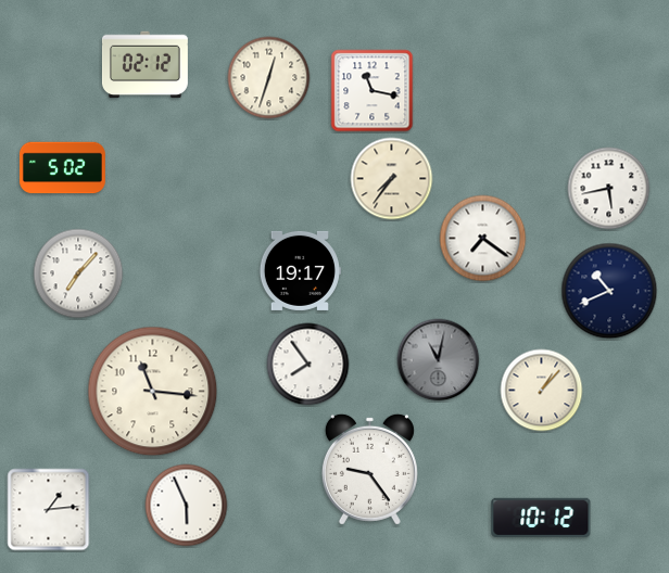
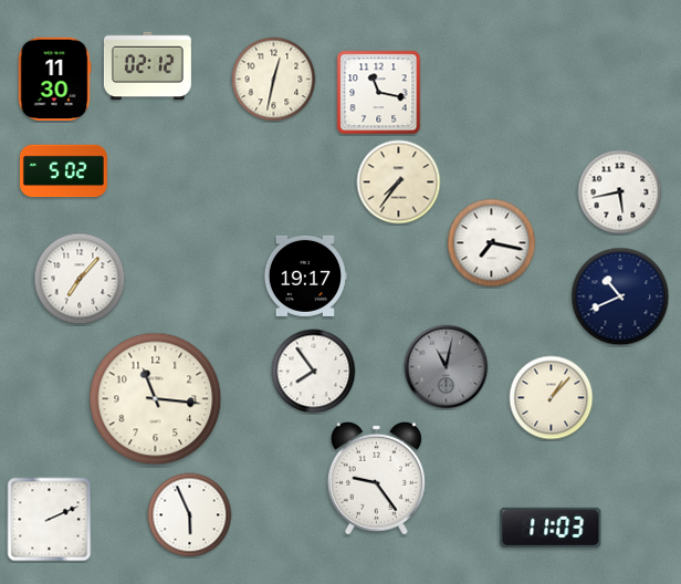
clock at (54, 79): none -> 11:30
clock at (269, 78): 12:33 -> 12:32
clock at (483, 239): 7:21 -> 7:17
clock at (49, 510): 1:14 -> 2:11
clock at (541, 518): 10:12 -> 11:03
